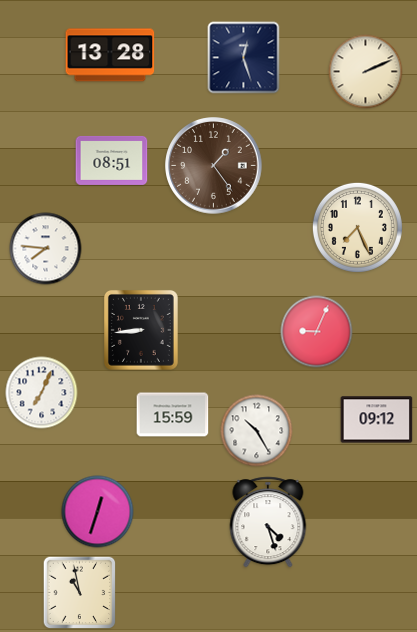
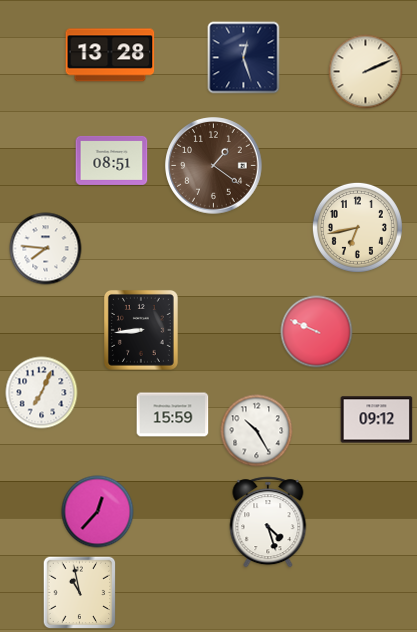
clock at (214, 166): 1:24 -> 1:21
clock at (357, 227): 7:26 -> 6:43
clock at (317, 332): 9:04 -> 9:49
clock at (98, 512): 12:33 -> 12:37
